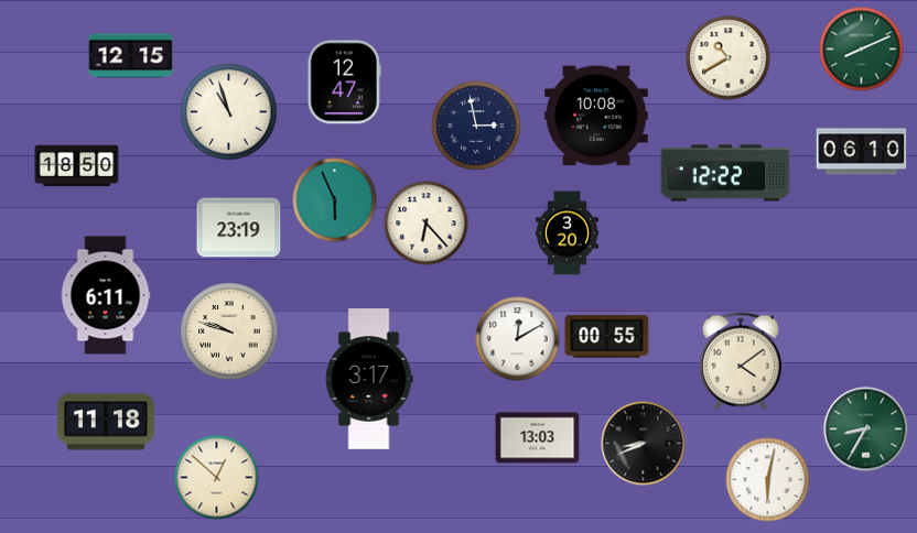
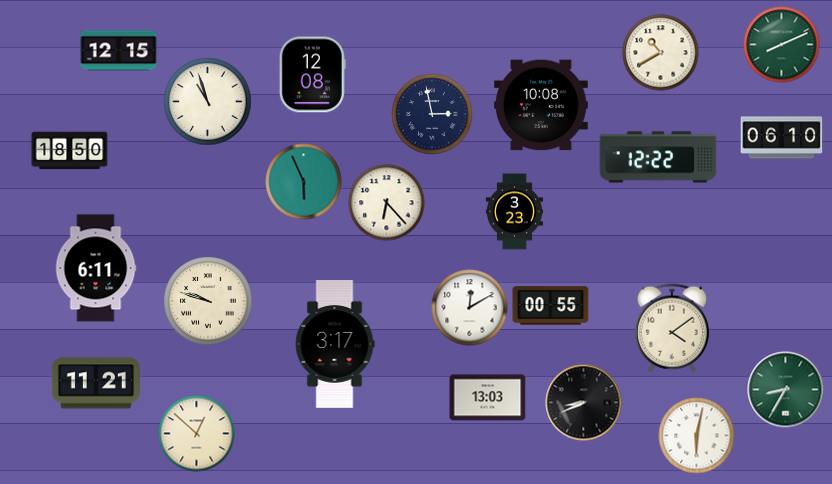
clock at (344, 83): 12:47 -> 12:08
clock at (239, 228): 23:19 -> none
clock at (567, 233): 3:20 -> 3:23
clock at (106, 422): 11:18 -> 11:21
